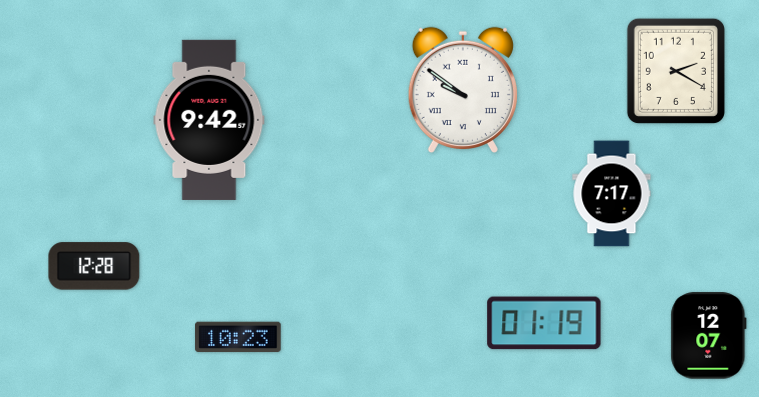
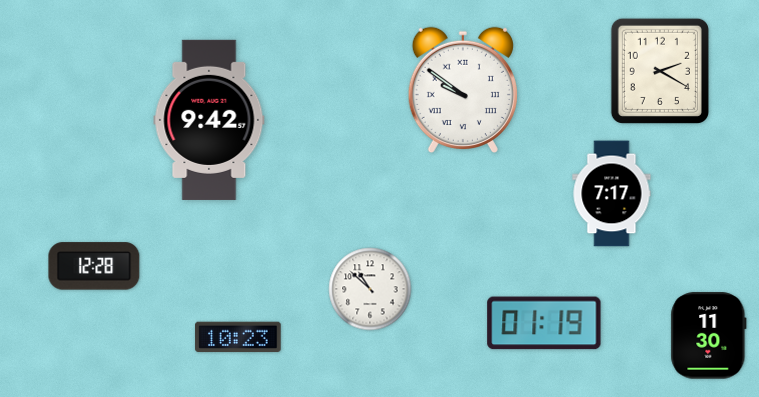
clock at (676, 70) position: (676, 70) -> (660, 70)
clock at (370, 289): none -> 10:52
clock at (709, 336): 12:07 -> 11:30
